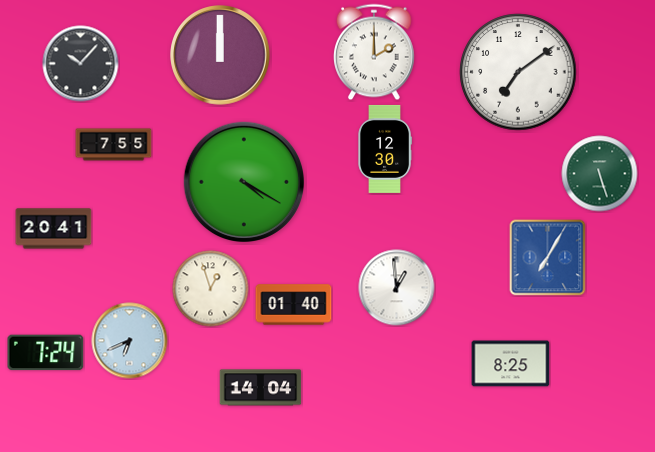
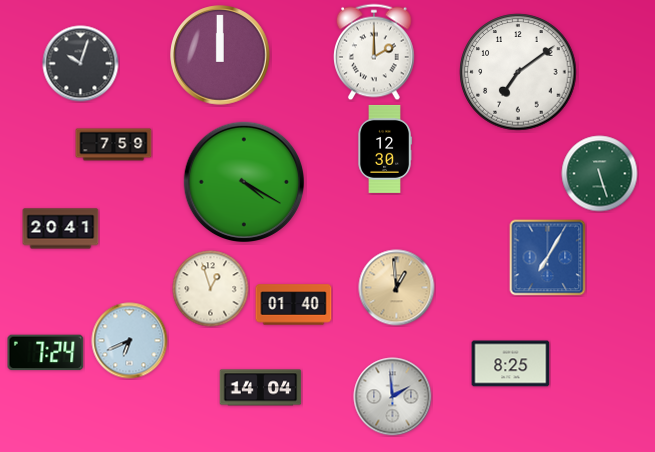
clock at (81, 64): 10:07 -> 10:03
clock at (114, 145): 7:55 -> 7:59
clock at (54, 229) position: (54, 229) -> (61, 229)
clock at (397, 288) dial: white -> champagne
clock at (393, 397): none -> 1:59
